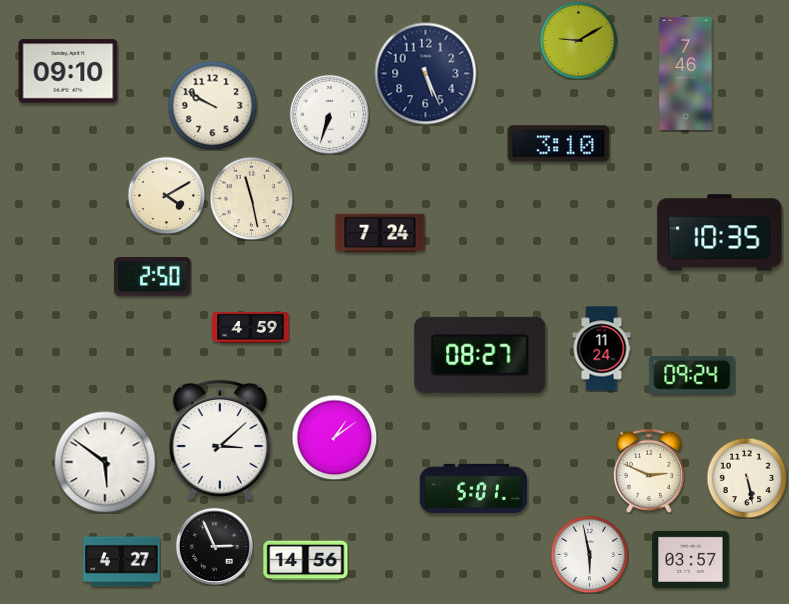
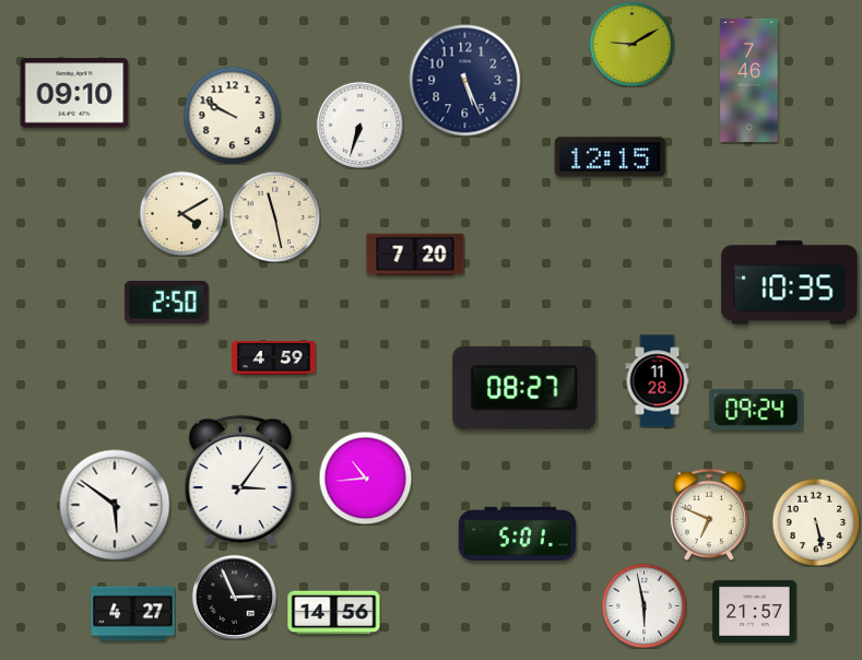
clock at (68, 71) position: (68, 71) -> (74, 93)
clock at (559, 144): 3:10 -> 12:15
clock at (380, 233): 7:24 -> 7:20
clock at (720, 233) position: (720, 233) -> (790, 283)
clock at (602, 349): 11:24 -> 11:28
clock at (334, 437): 1:09 -> 10:44
clock at (219, 440): 3:08 -> 3:06
clock at (649, 471): 2:49 -> 6:49
clock at (691, 559): 03:57 -> 21:57
